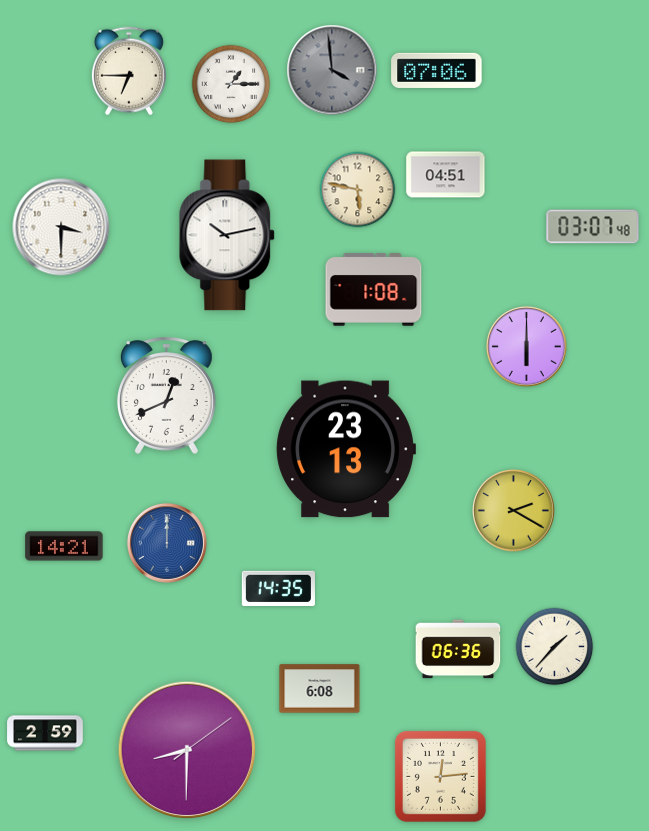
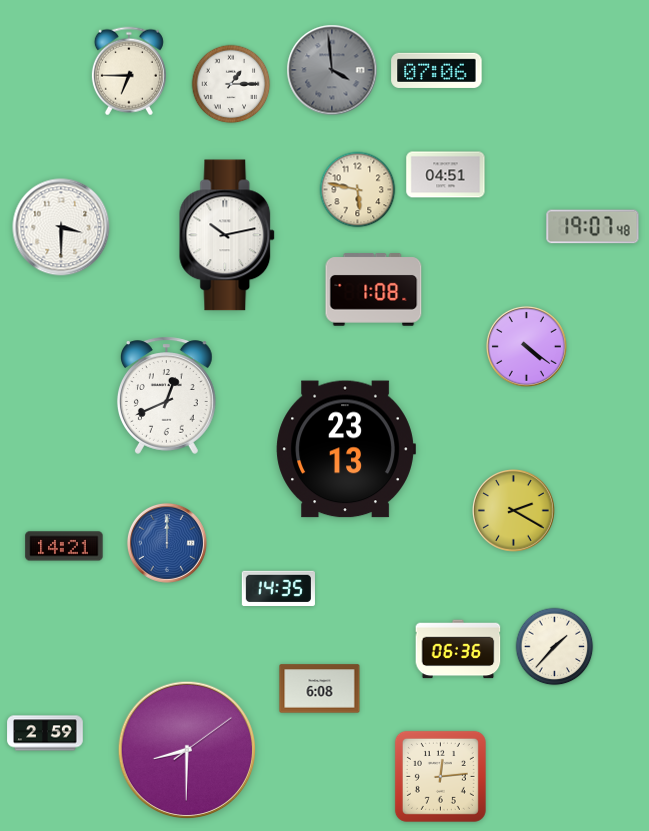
clock at (593, 227): 03:07 -> 19:07
clock at (526, 346): 6:00 -> 4:21
